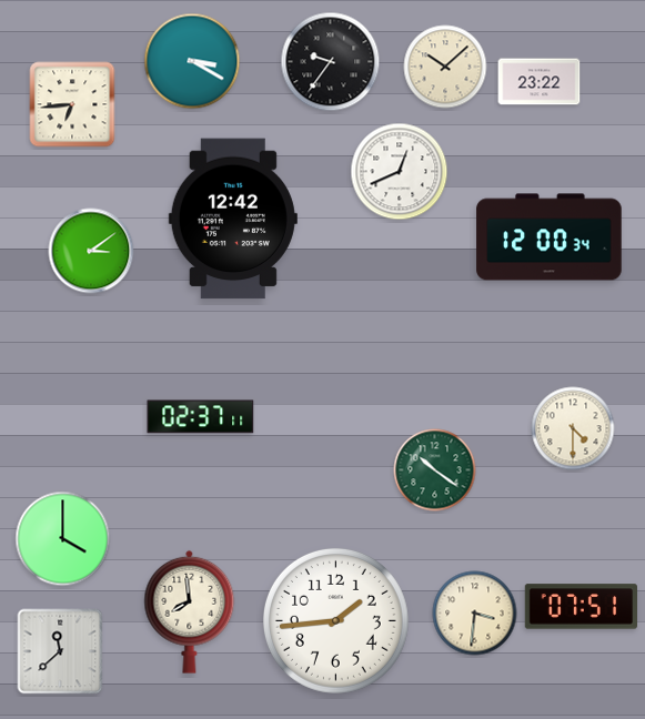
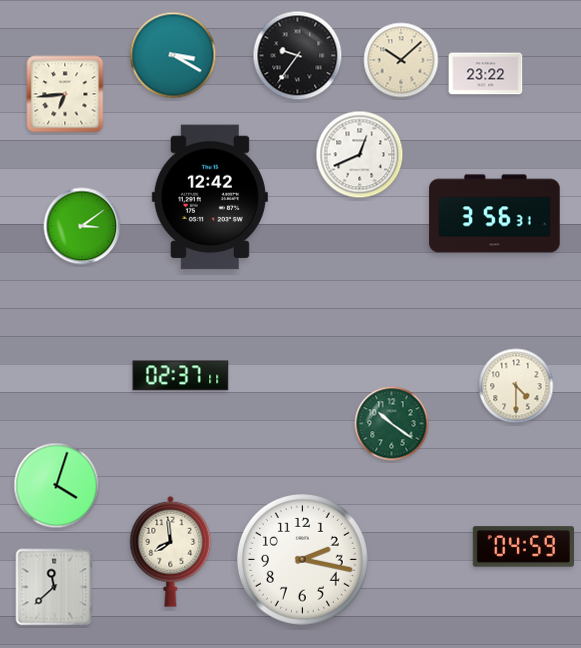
clock at (550, 237): 12:00 -> 3:56
clock at (63, 539): 4:00 -> 4:03
clock at (581, 607): 07:51 -> 04:59
clock at (475, 614): 3:31 -> none
clock at (335, 620): 1:44 -> 2:17
